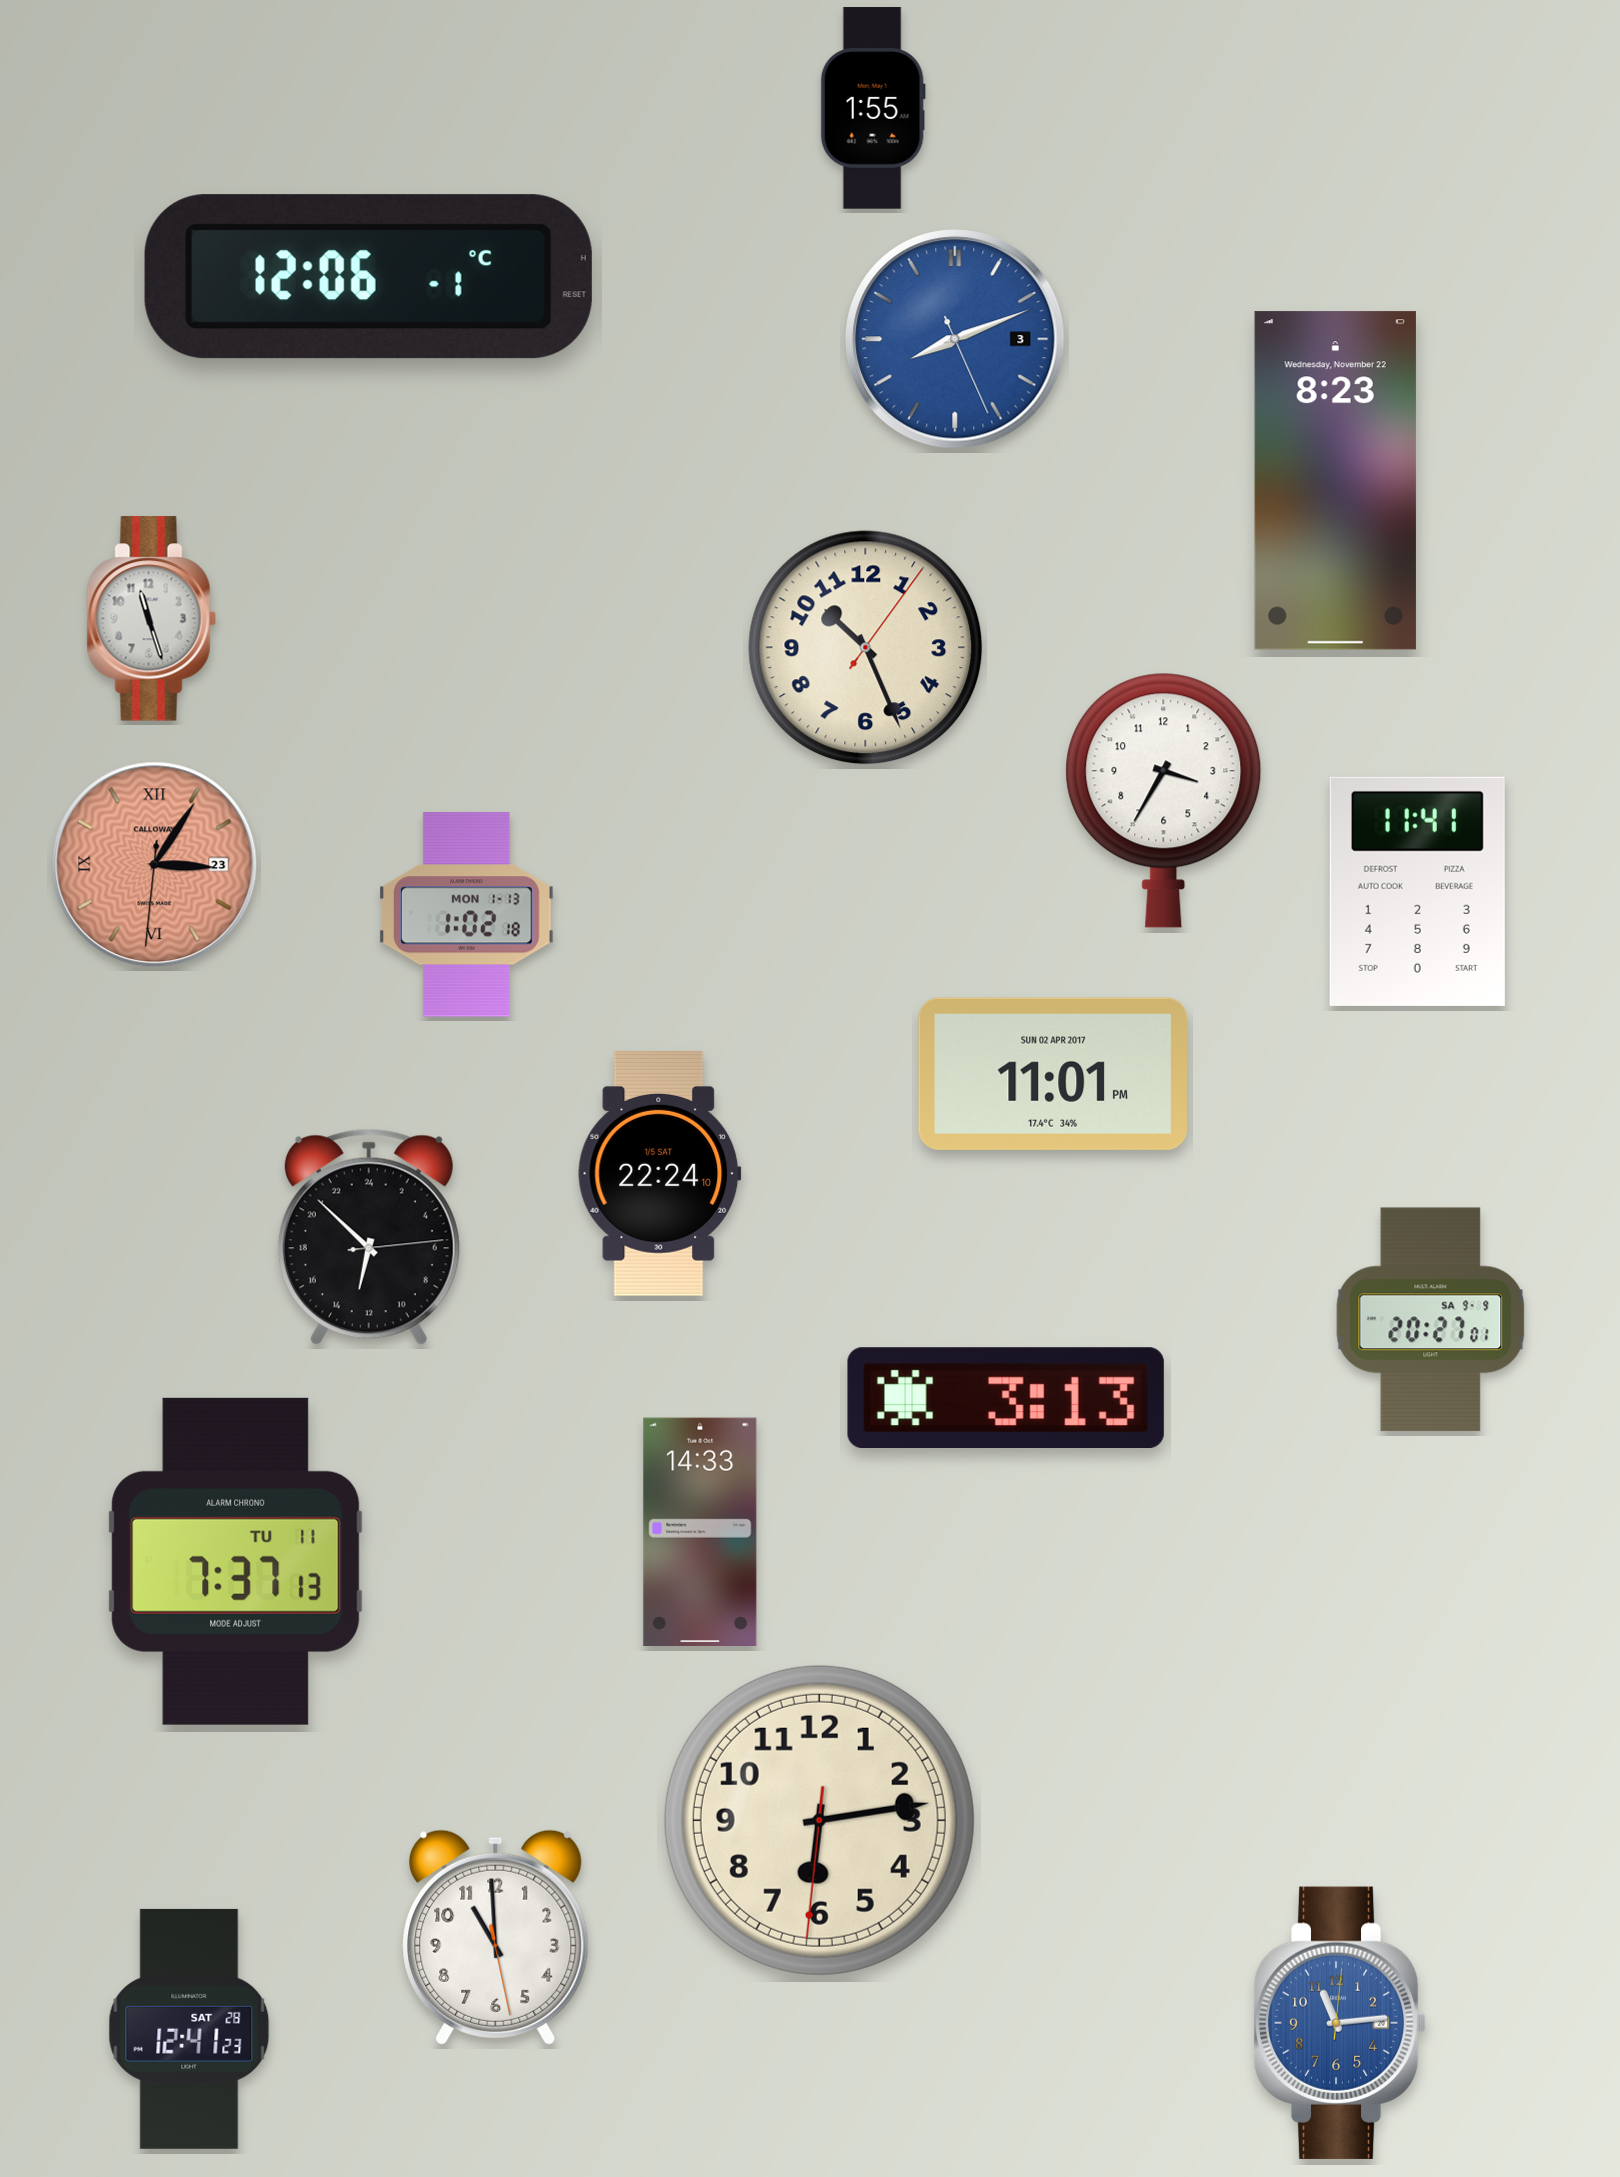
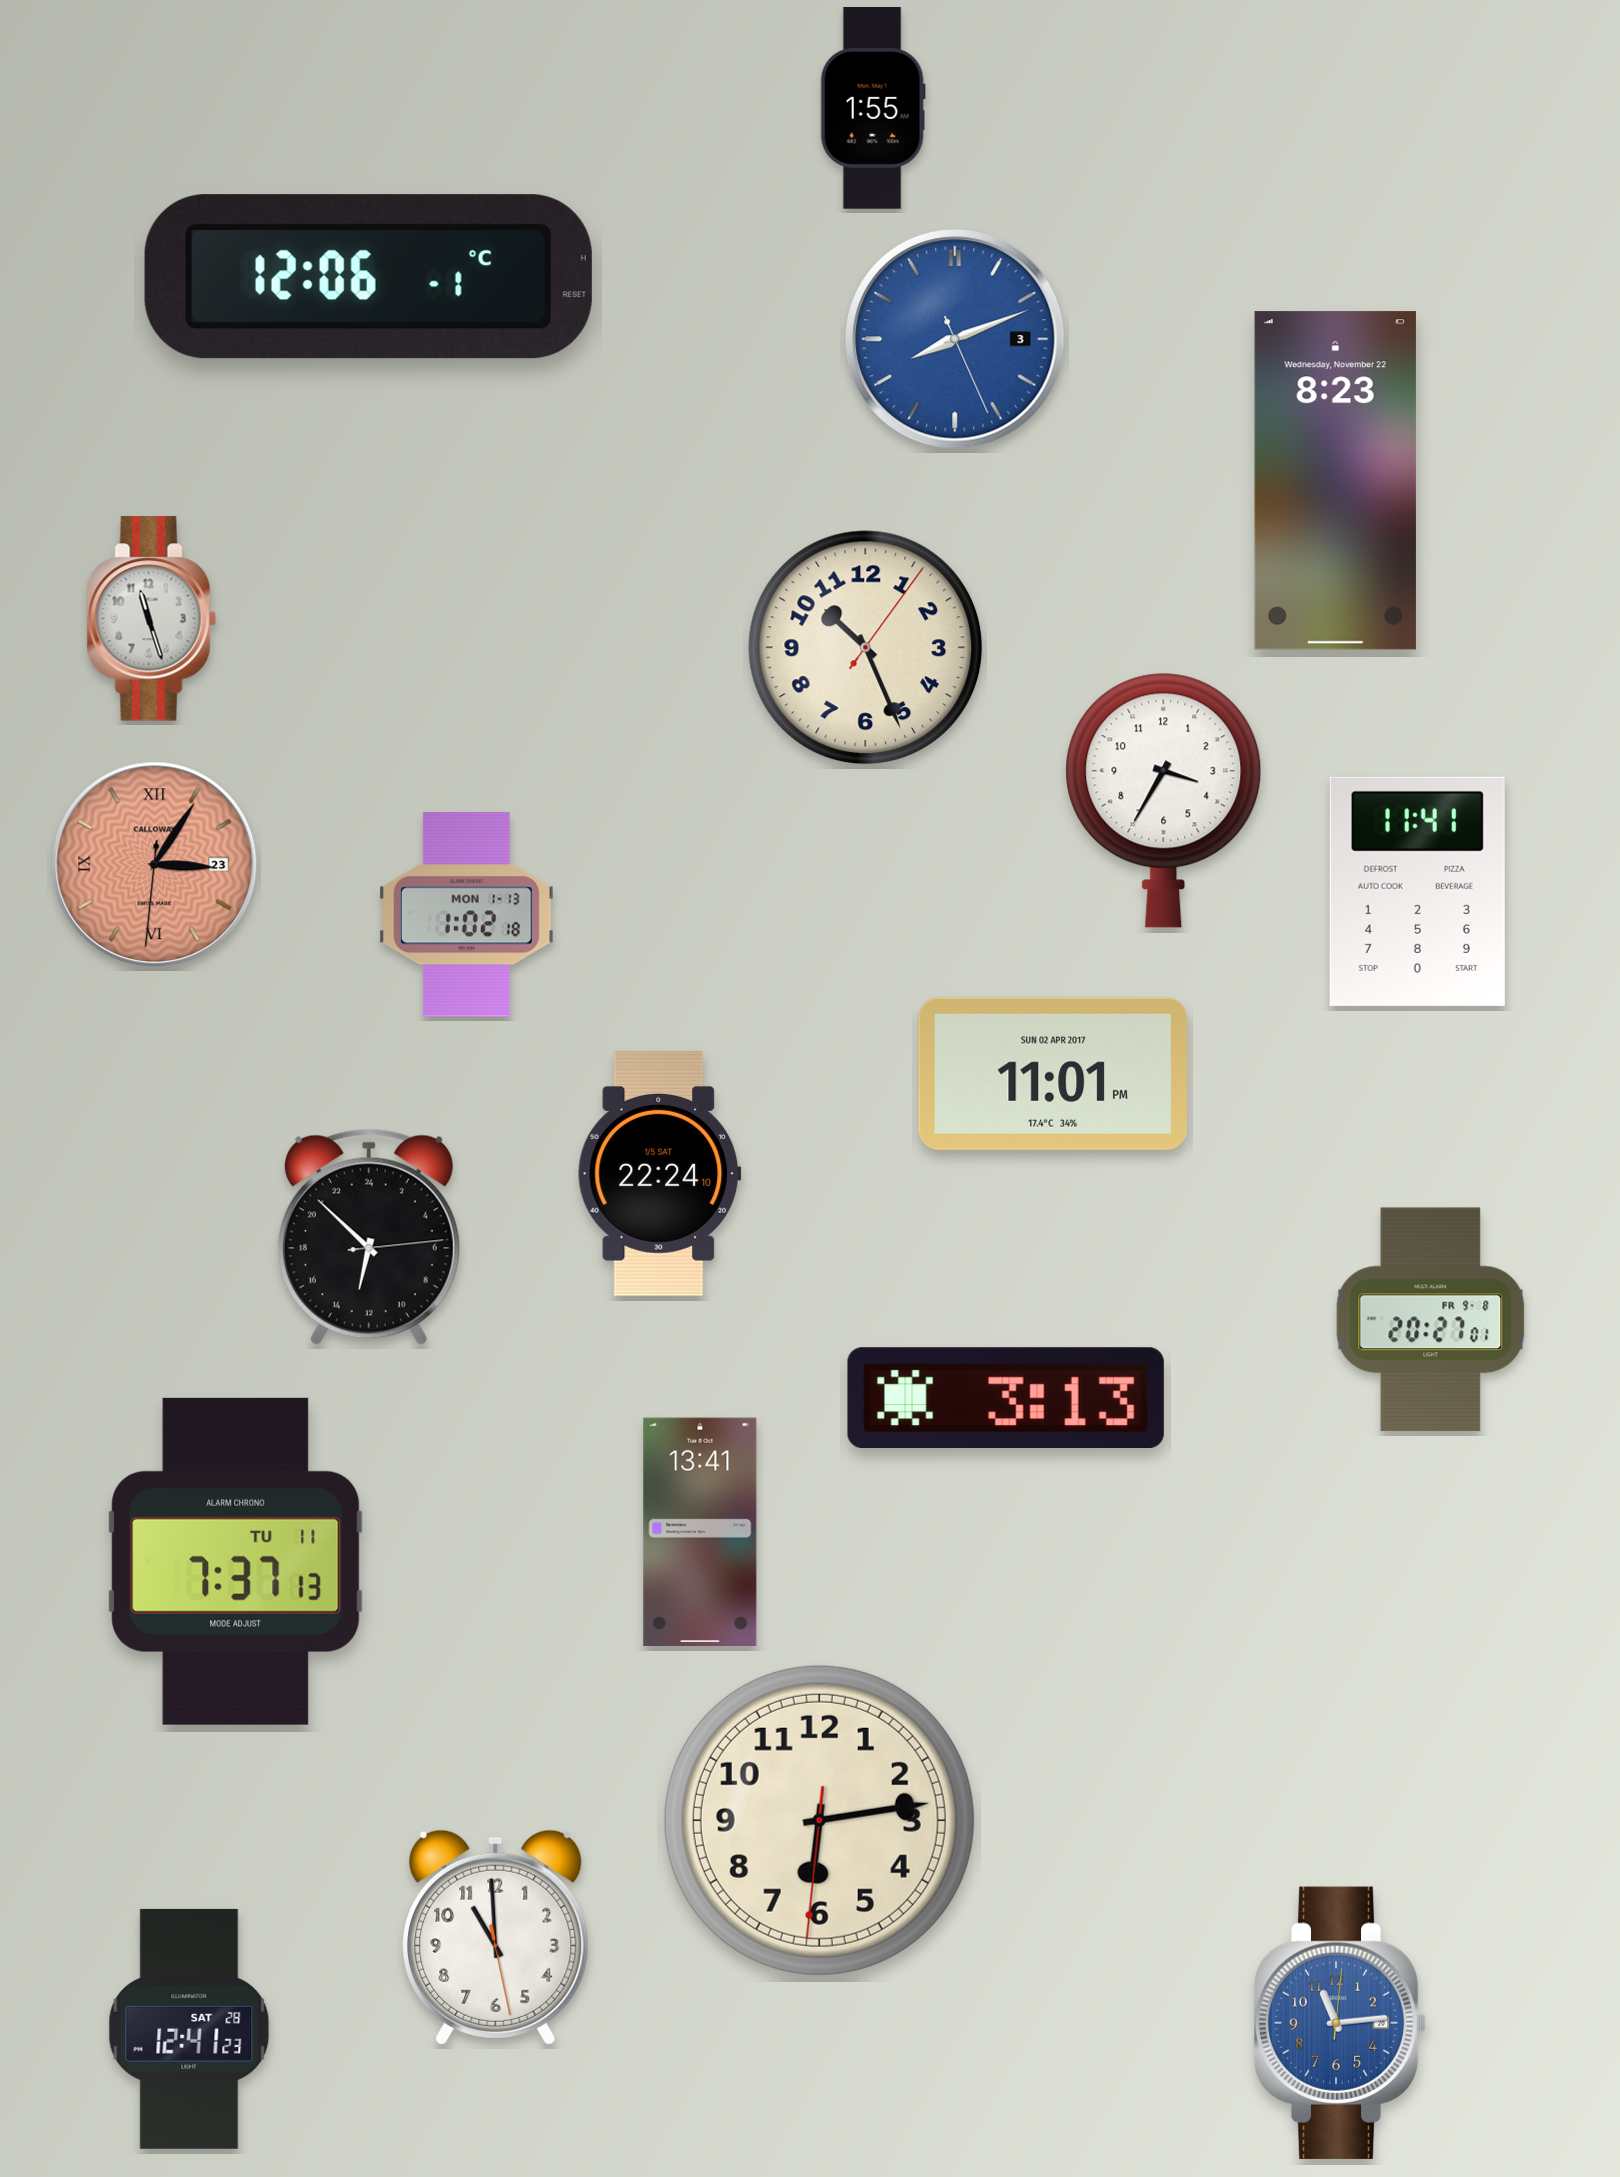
clock at (1431, 1320) date: SA 9-9 -> FR 9-8
clock at (700, 1531): 14:33 -> 13:41
